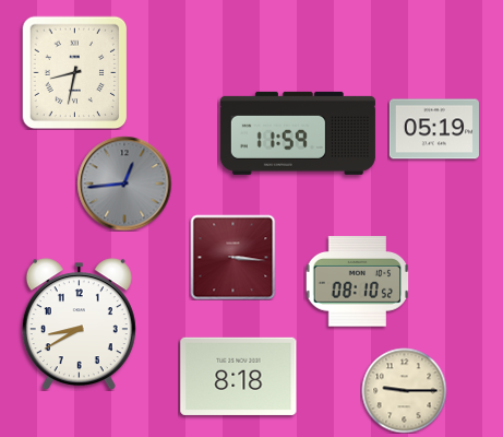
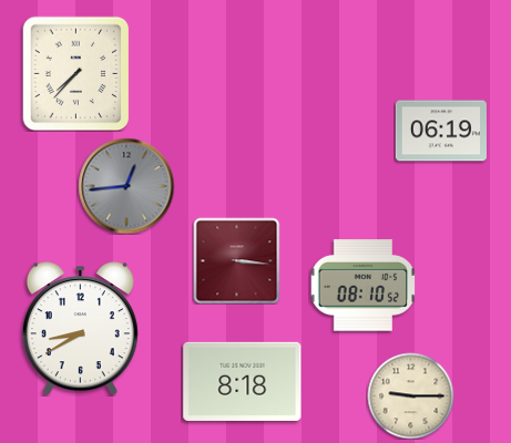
clock at (75, 72): 8:32 -> 7:37
clock at (434, 129): 05:19 -> 06:19
clock at (298, 133): 11:59 -> none
